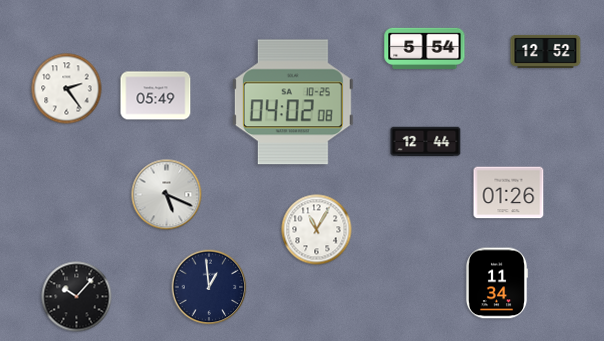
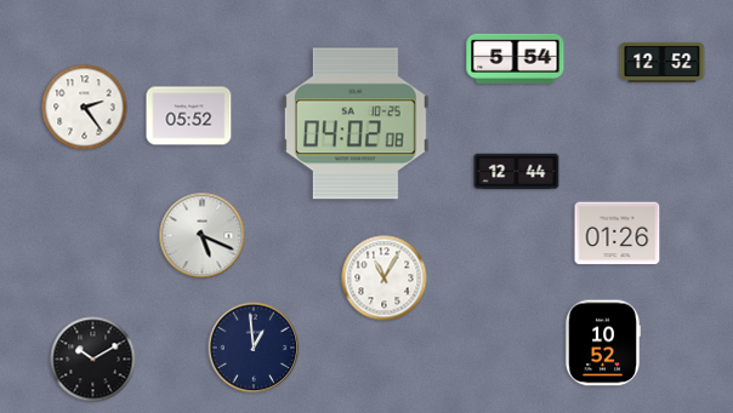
clock at (67, 89) position: (67, 89) -> (85, 108)
clock at (156, 96): 05:49 -> 05:52
clock at (496, 283): 11:34 -> 10:52
clock at (77, 297): 10:07 -> 10:10
